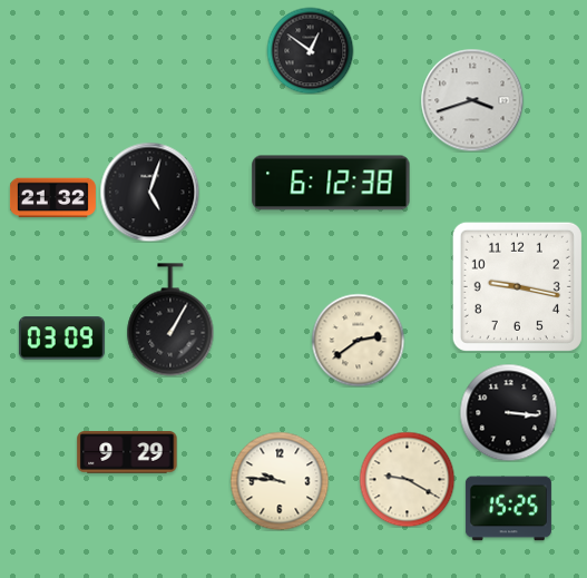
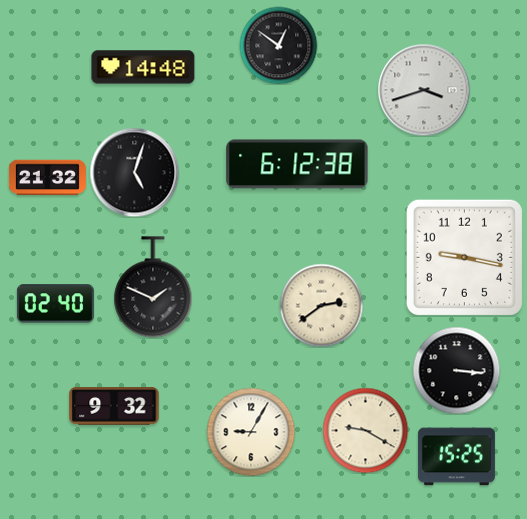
clock at (143, 67): none -> 14:48
clock at (170, 320): 1:05 -> 1:49
clock at (61, 339): 03:09 -> 02:40
clock at (127, 452): 9:29 -> 9:32
clock at (280, 481): 9:46 -> 9:05
